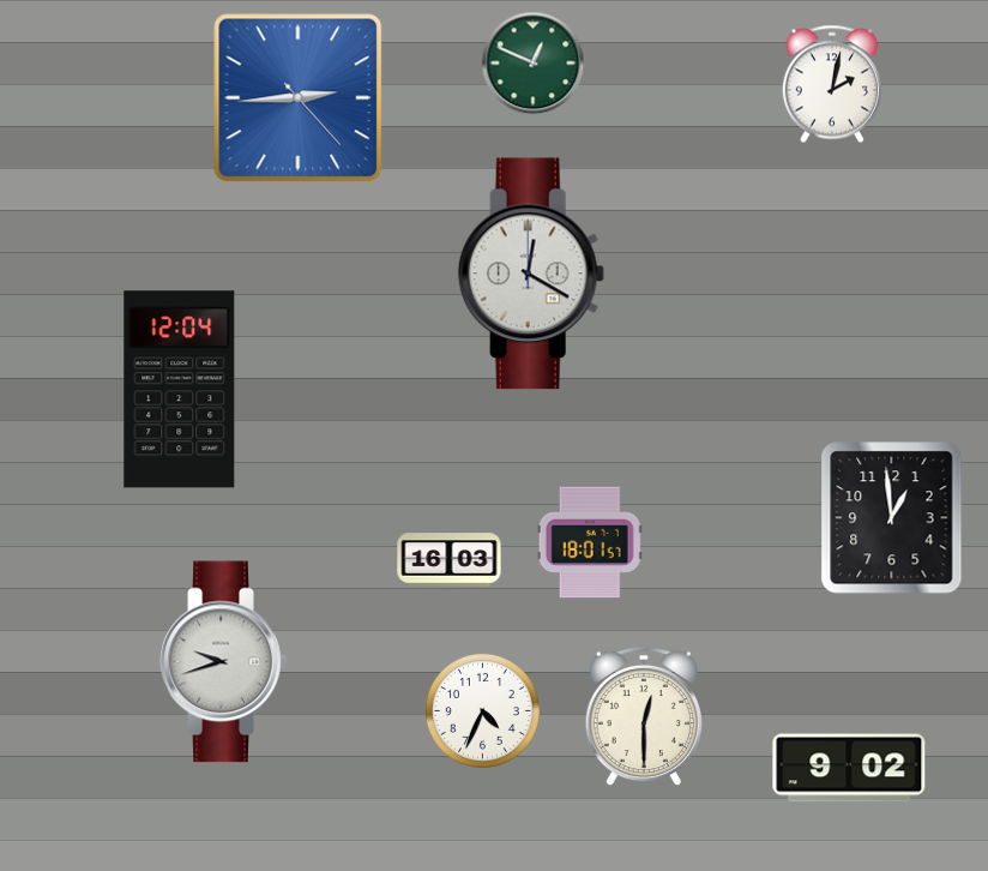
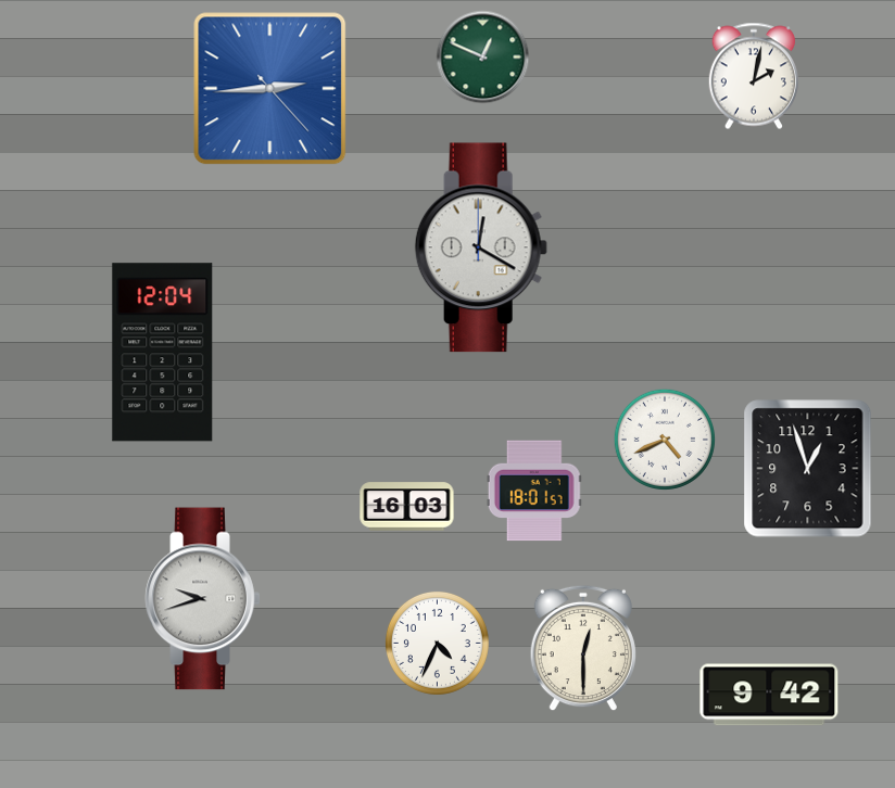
clock at (664, 439): none -> 4:41
clock at (892, 518): 12:59 -> 12:57
clock at (849, 768): 9:02 -> 9:42
